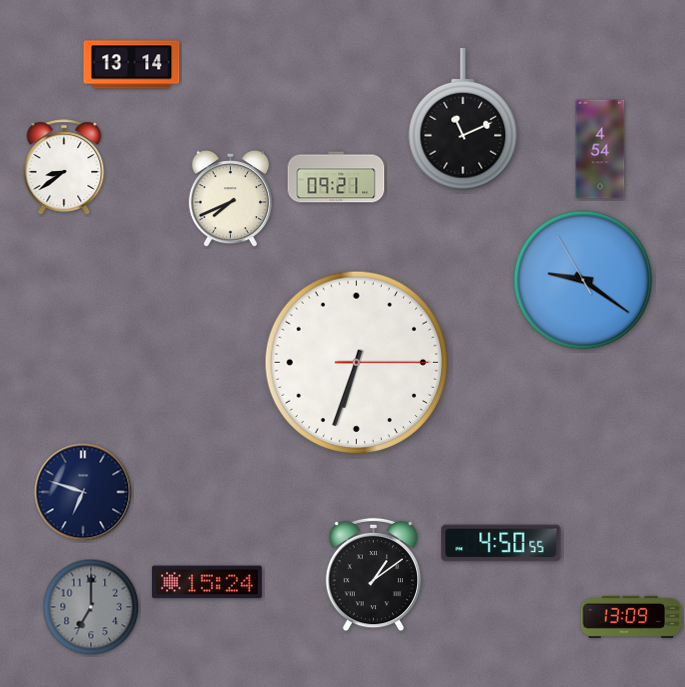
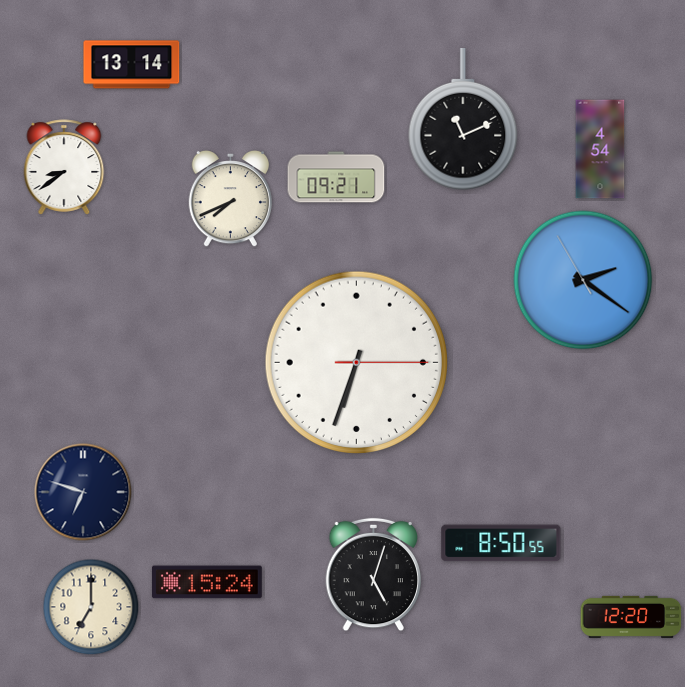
clock at (583, 280): 9:20 -> 2:20
clock at (501, 543): 4:50 -> 8:50
clock at (373, 575): 1:09 -> 5:03
clock at (91, 607) dial: grey -> cream
clock at (631, 617): 13:09 -> 12:20
